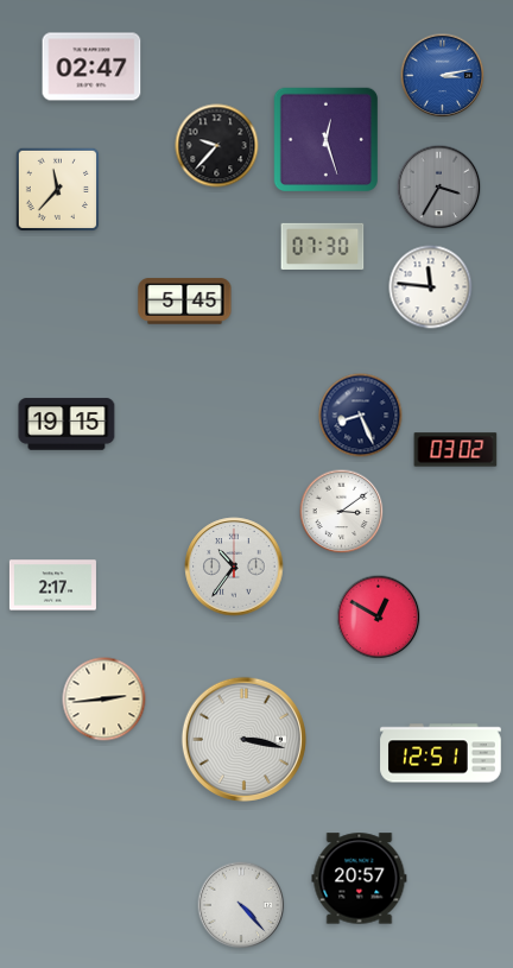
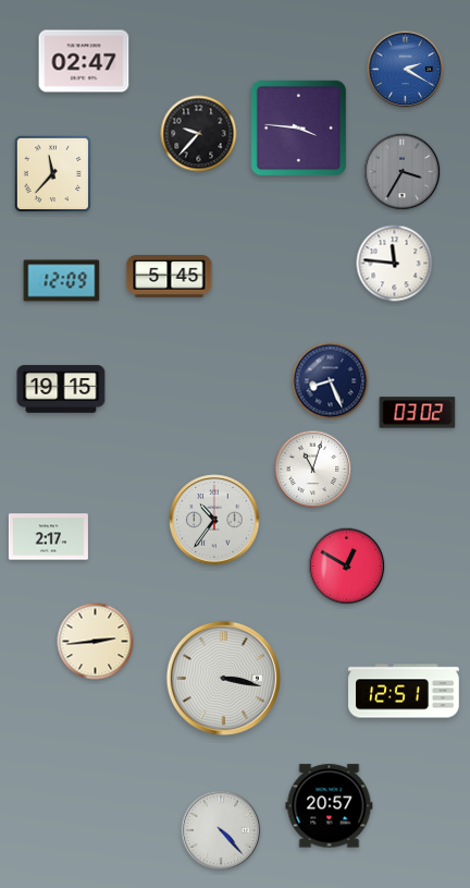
clock at (443, 76): 3:13 -> 2:20
clock at (327, 140): 12:27 -> 3:46
clock at (323, 246): 07:30 -> none
clock at (62, 281): none -> 12:09
clock at (342, 512): 3:09 -> 11:03
